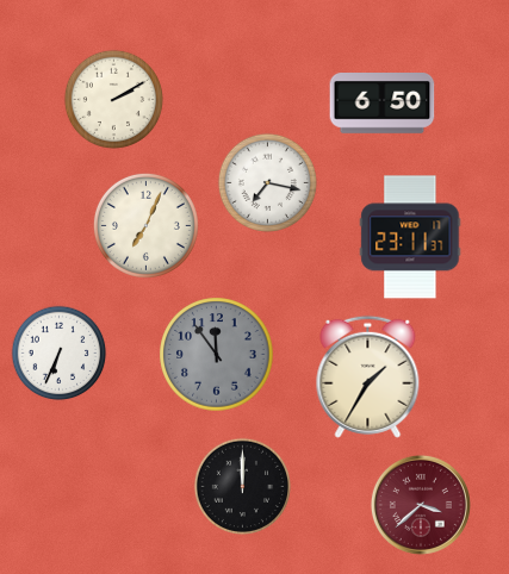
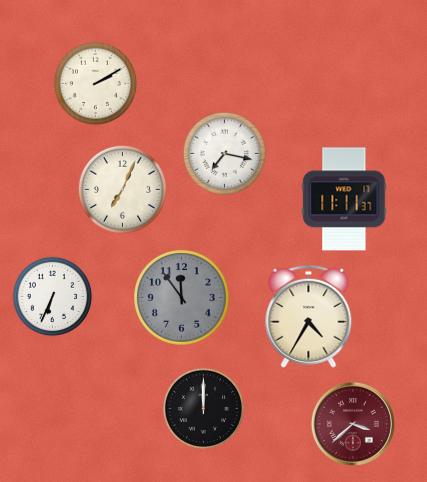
clock at (383, 104): 6:50 -> none
clock at (410, 237): 23:11 -> 11:11
clock at (60, 354) position: (60, 354) -> (53, 297)
clock at (368, 376): 1:35 -> 4:35
